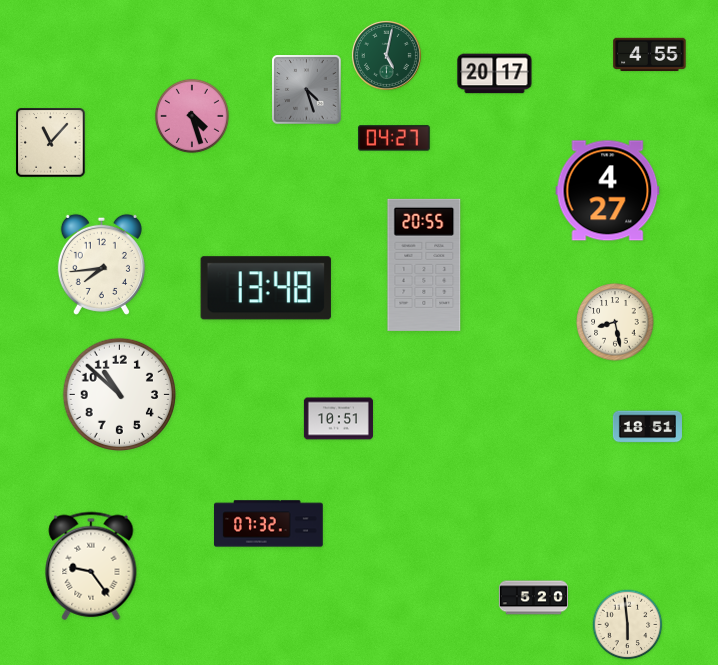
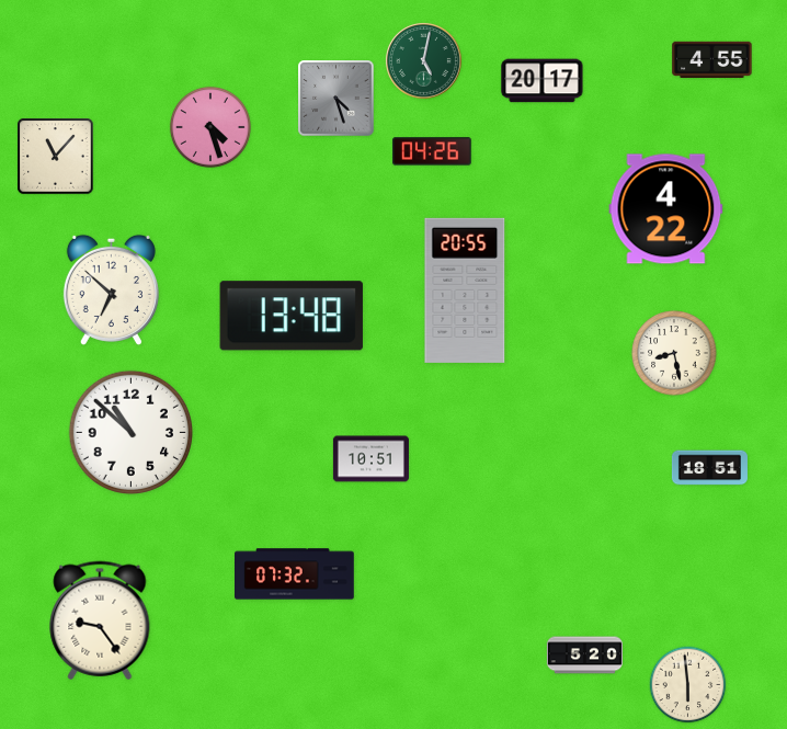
clock at (394, 138): 04:27 -> 04:26
clock at (608, 191): 4:27 -> 4:22
clock at (101, 264): 7:44 -> 6:52
